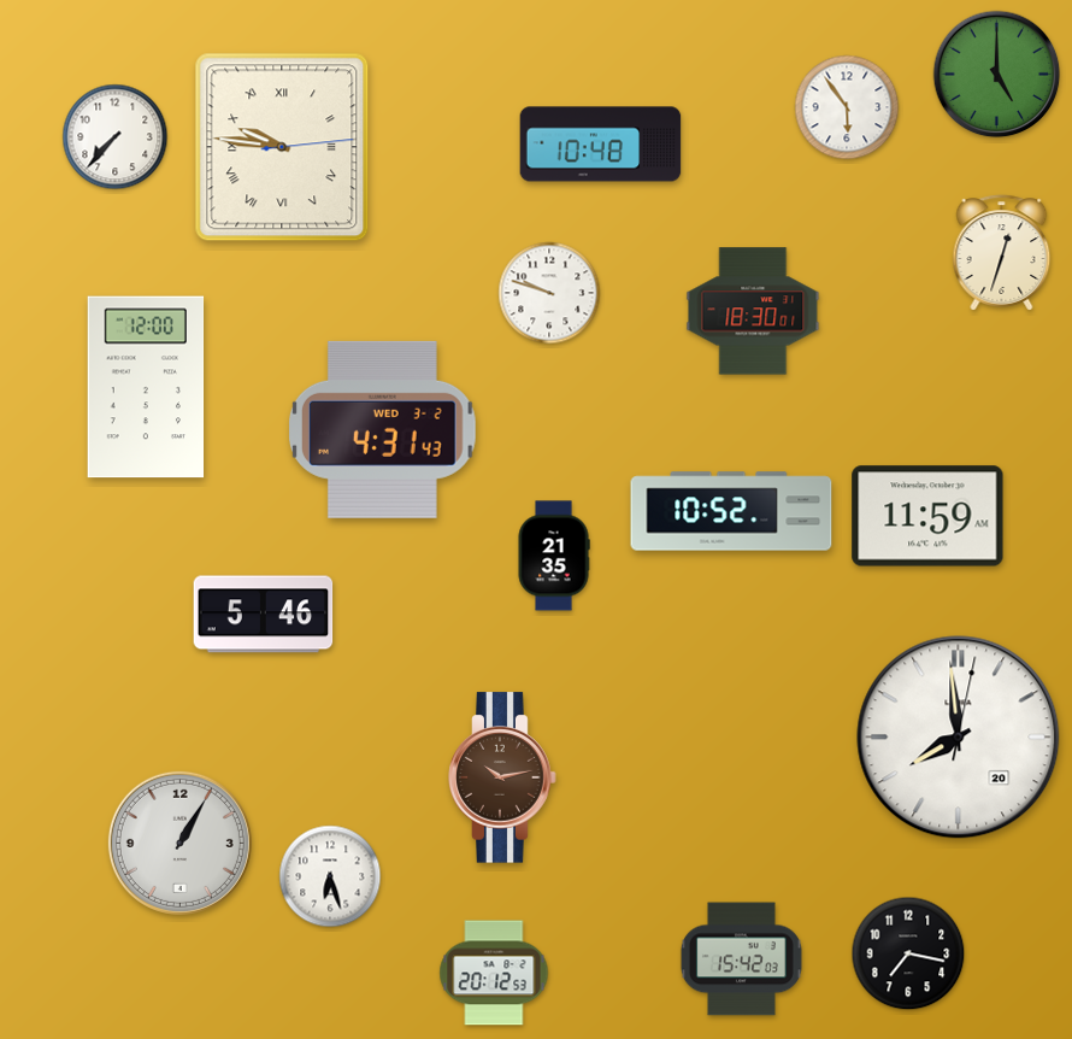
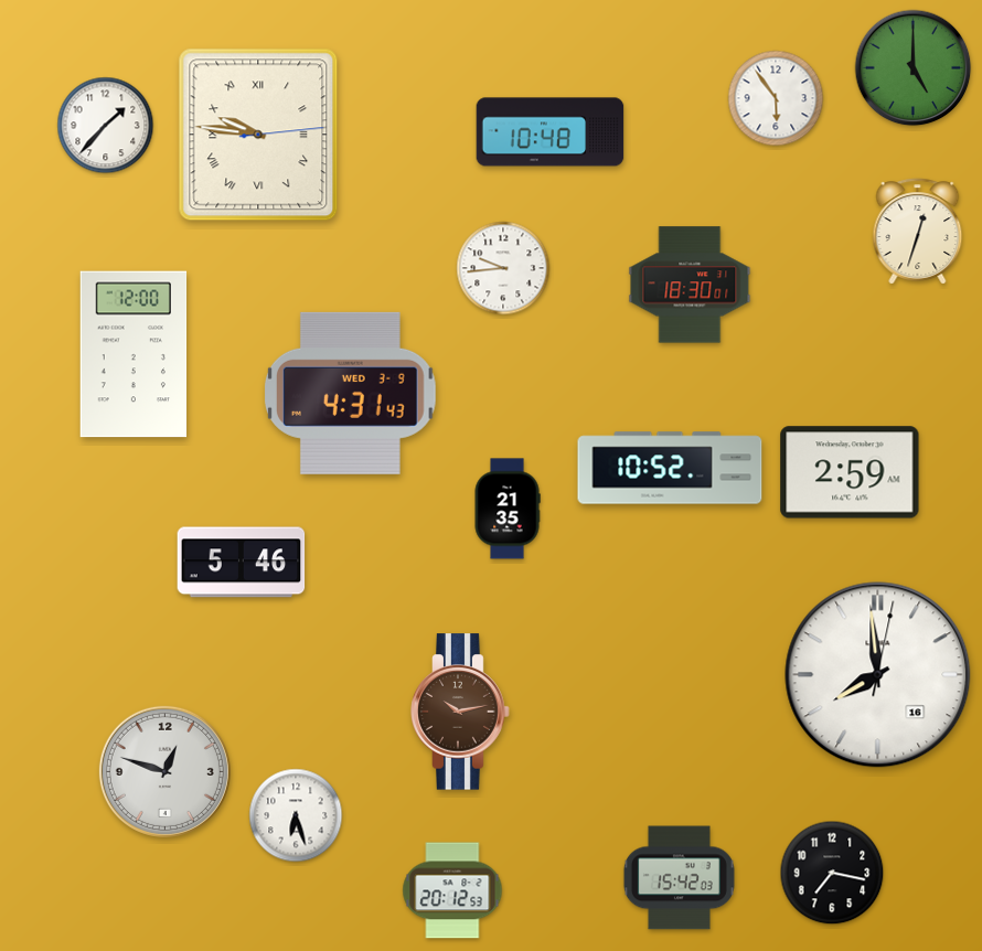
clock at (116, 137): 7:37 -> 1:37
clock at (549, 293): 9:48 -> 9:44
clock at (382, 429) date: WED 3-2 -> WED 3-9
clock at (927, 516): 11:59 -> 2:59
clock at (959, 738) date: 20 -> 16
clock at (179, 843): 1:05 -> 12:48
clock at (330, 876) position: (330, 876) -> (296, 815)
